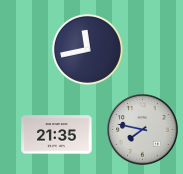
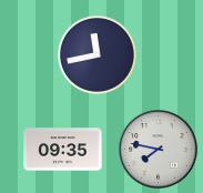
clock at (143, 130) position: (143, 130) -> (159, 150)
clock at (57, 135): 21:35 -> 09:35
